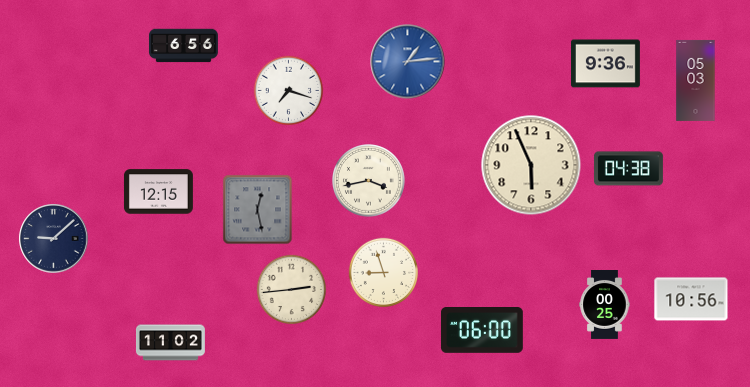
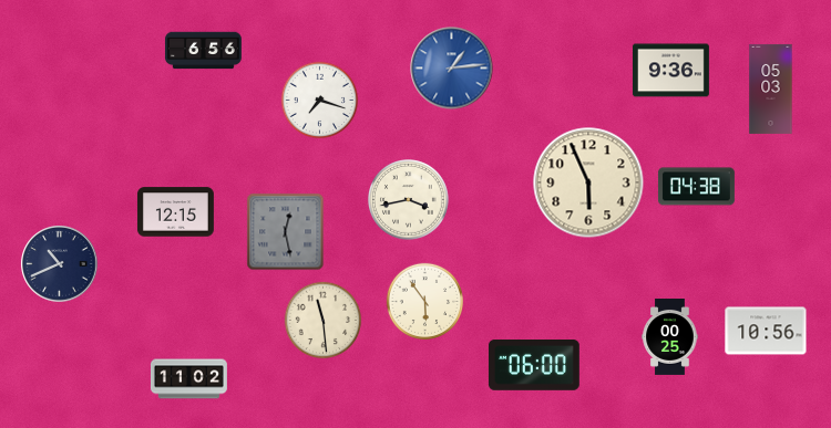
clock at (54, 239): 9:08 -> 10:41
clock at (384, 273): 8:57 -> 5:54
clock at (292, 290): 2:44 -> 11:29
